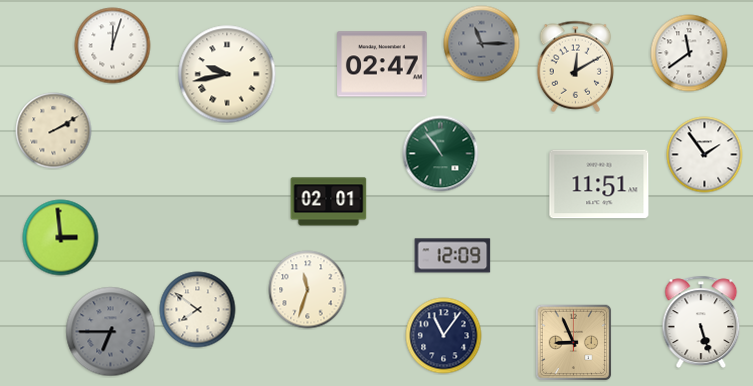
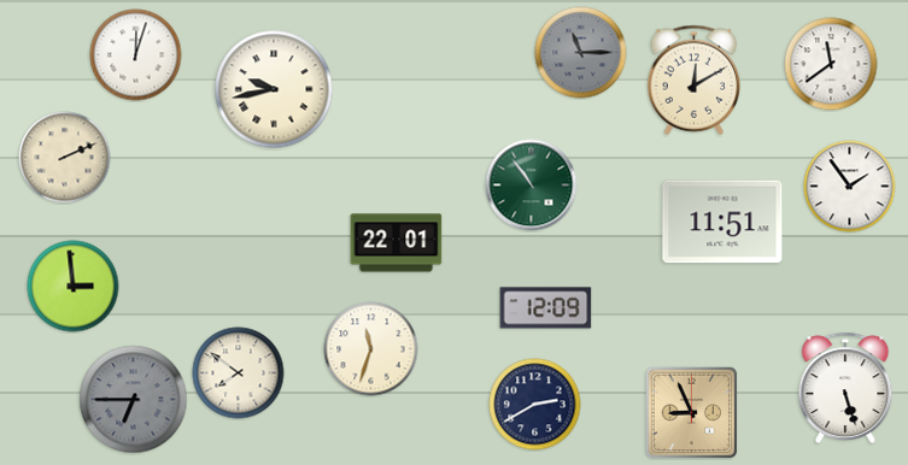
clock at (382, 64): 02:47 -> none
clock at (54, 131): 2:10 -> 2:11
clock at (329, 202): 02:01 -> 22:01
clock at (444, 336): 11:06 -> 2:40
